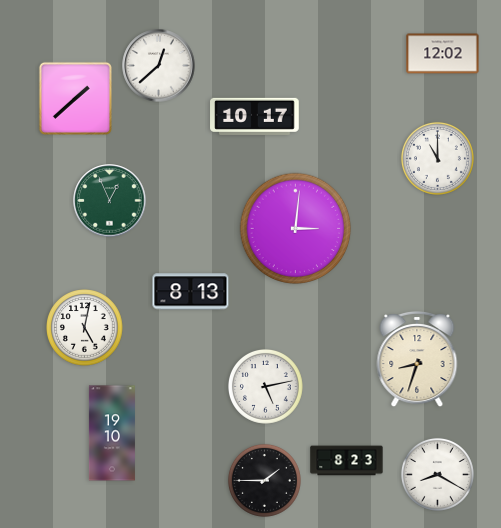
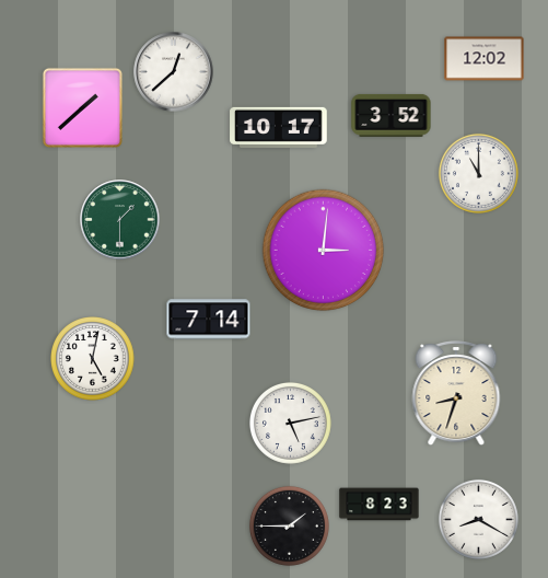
clock at (392, 115): none -> 3:52
clock at (110, 201): 12:56 -> 1:30
clock at (191, 292): 8:13 -> 7:14
clock at (112, 433): 19:10 -> none
